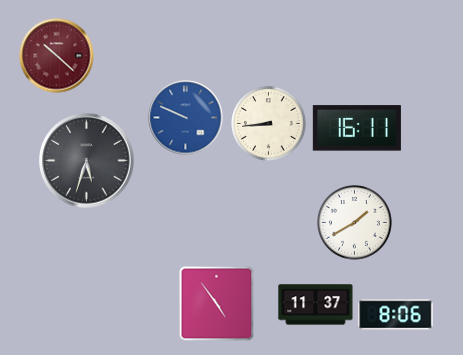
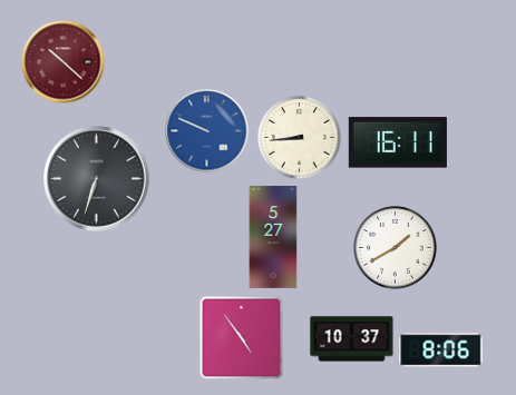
clock at (87, 161): 5:33 -> 6:33
clock at (273, 237): none -> 5:27
clock at (316, 305): 11:37 -> 10:37
